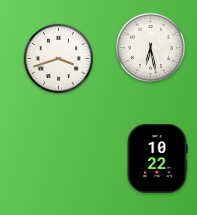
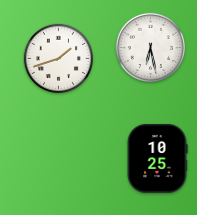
clock at (58, 58): 3:42 -> 1:42
clock at (157, 159): 10:22 -> 10:25
